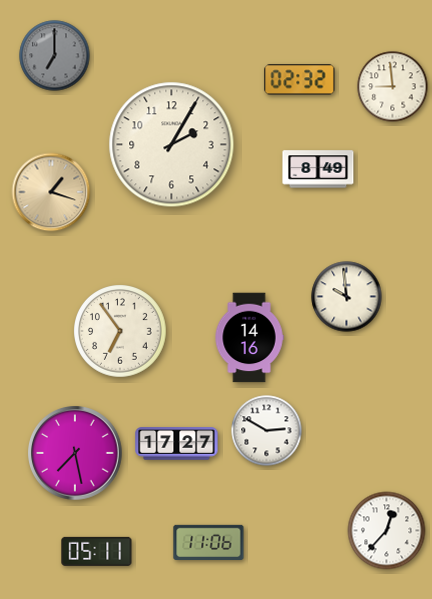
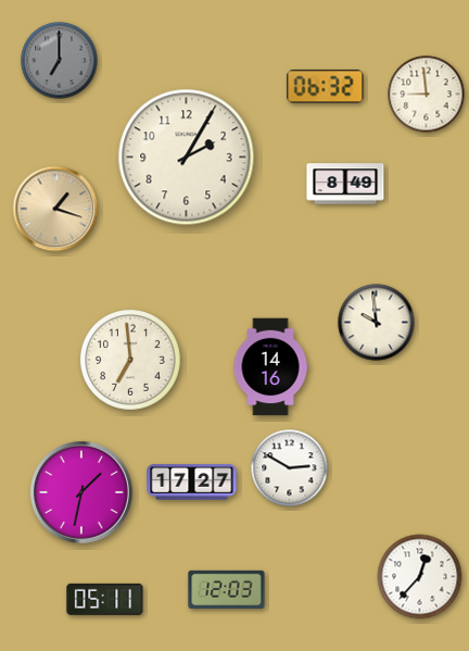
clock at (300, 80): 02:32 -> 06:32
clock at (121, 332): 6:54 -> 6:59
clock at (75, 453): 7:28 -> 1:32
clock at (209, 542): 11:06 -> 12:03
